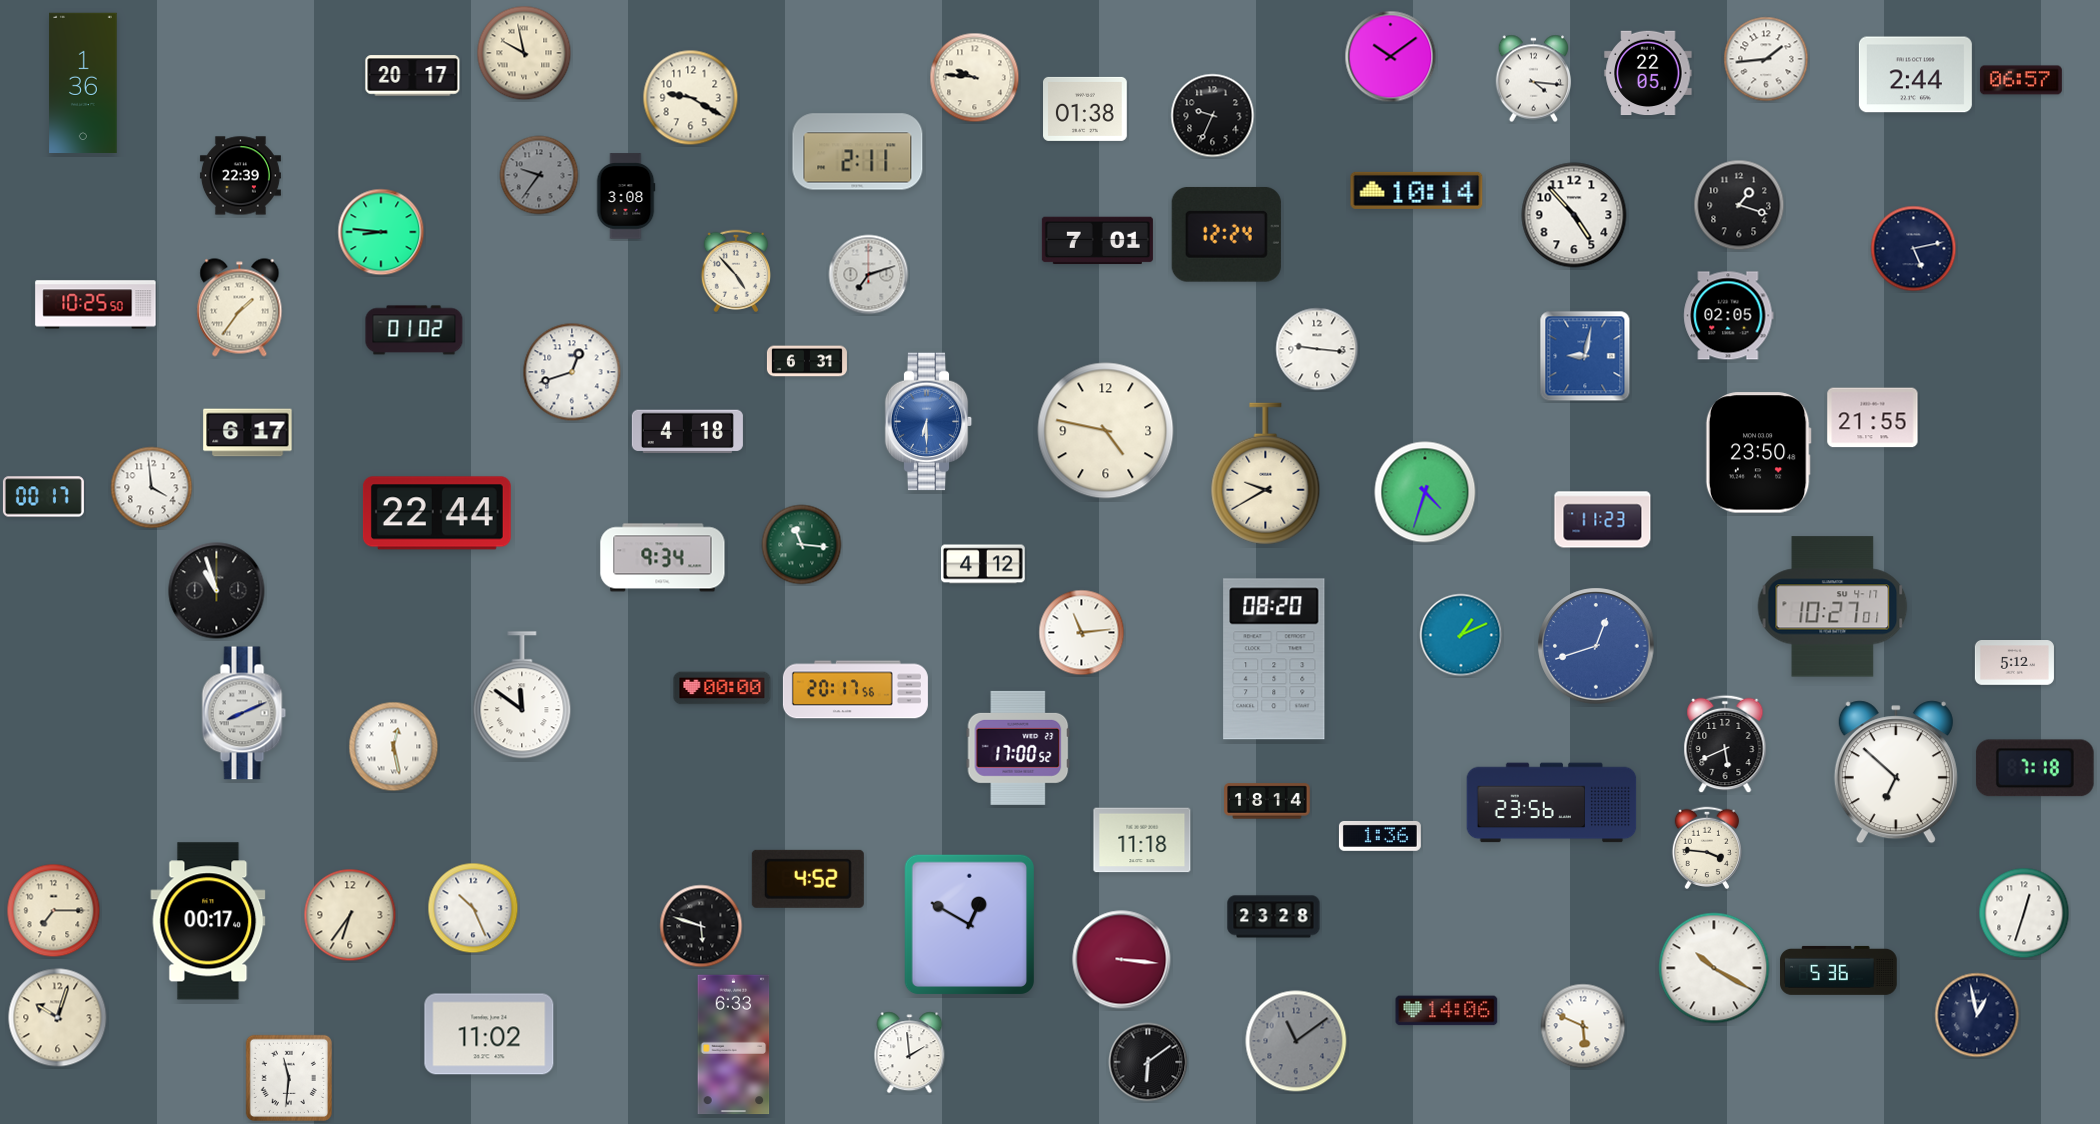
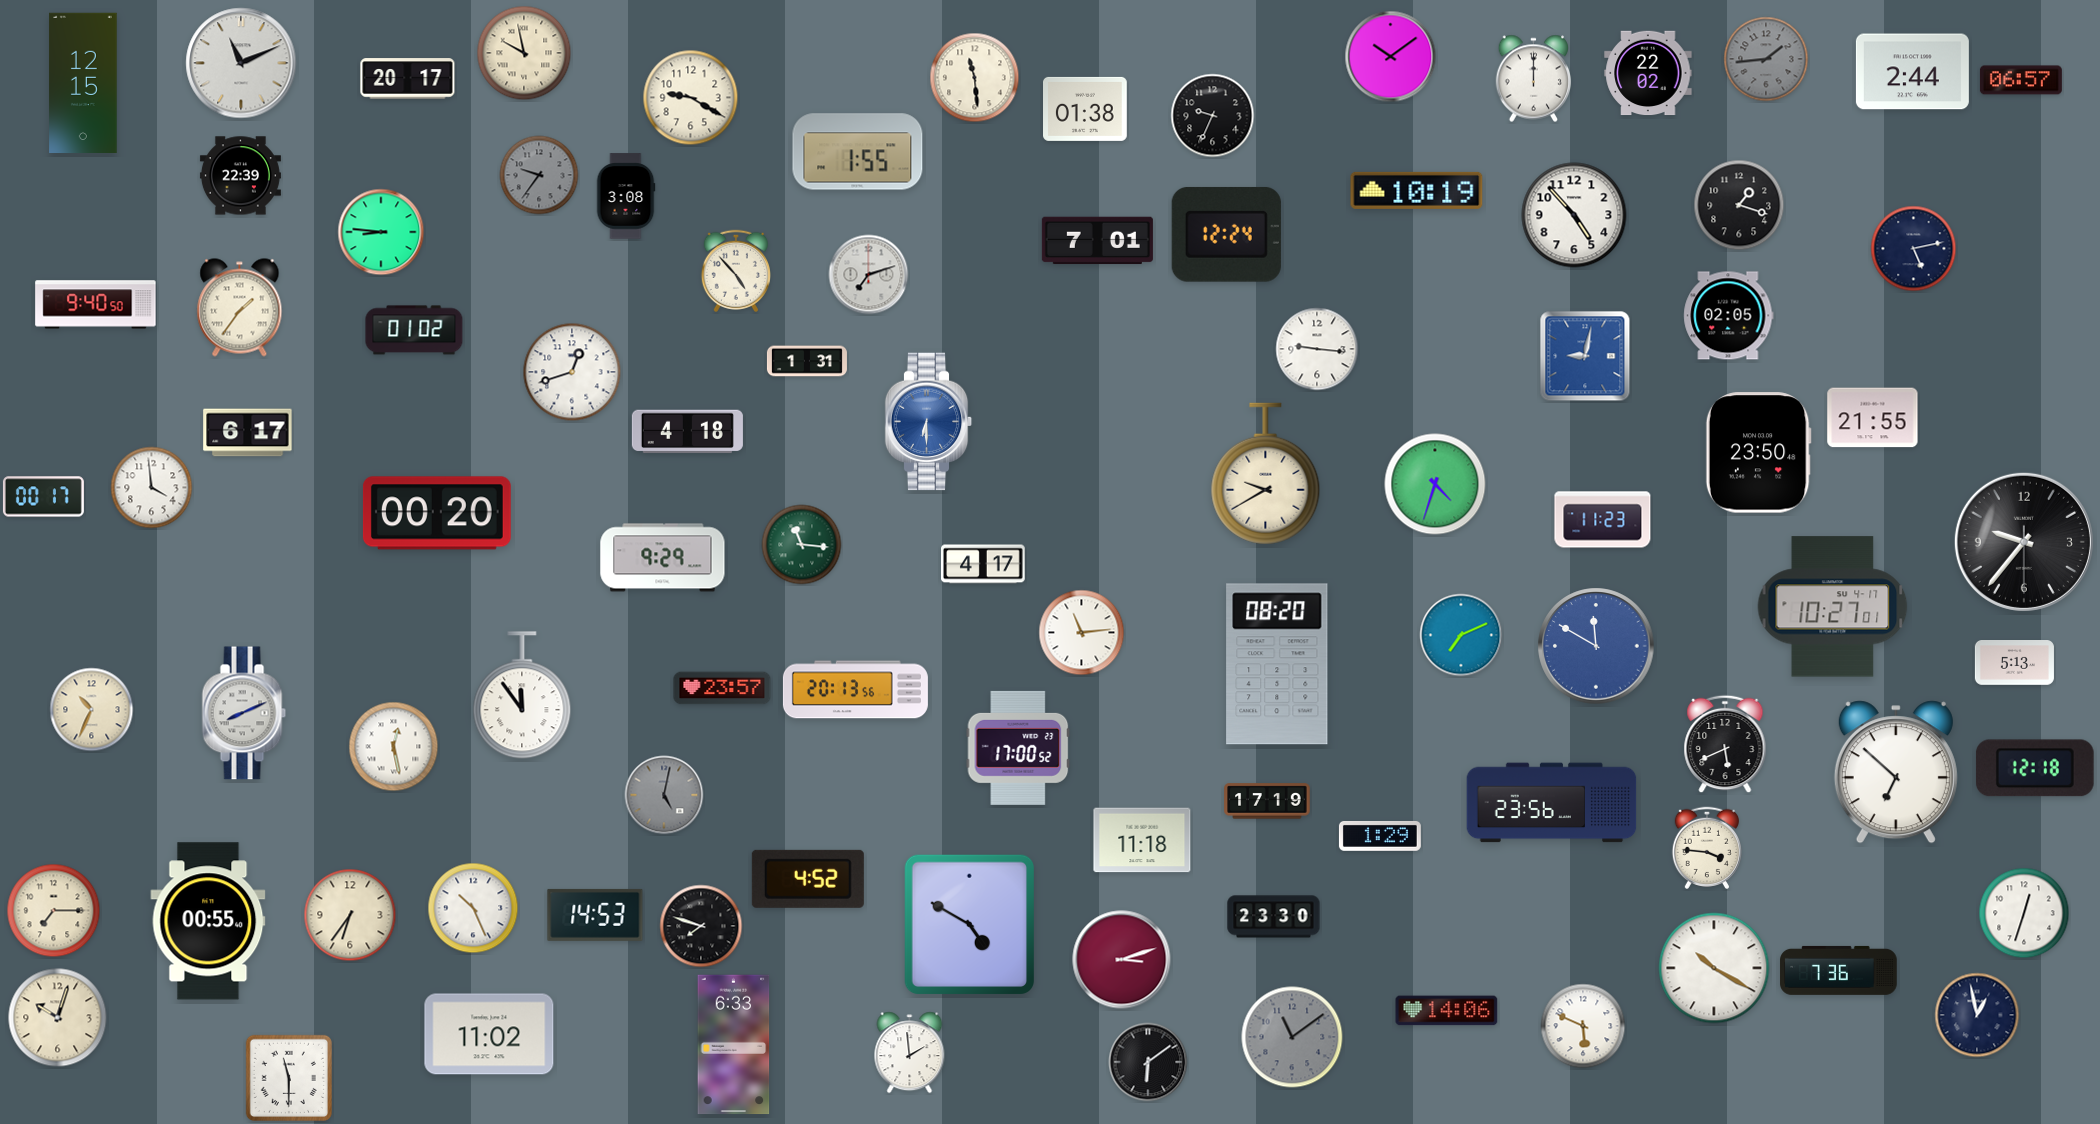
clock at (1766, 59) dial: white -> grey
clock at (241, 63): none -> 11:11
clock at (1648, 73): 22:05 -> 22:02
clock at (1915, 75) position: (1915, 75) -> (1912, 72)
clock at (413, 76) position: (413, 76) -> (408, 79)
clock at (975, 78): 9:46 -> 11:29
clock at (1534, 79): 4:16 -> 12:00
clock at (83, 82): 1:36 -> 12:15
clock at (858, 152): 2:11 -> 1:55
clock at (1417, 190): 10:14 -> 10:19
clock at (96, 305): 10:25 -> 9:40
clock at (807, 361): 6:31 -> 1:31
clock at (1106, 431): 4:47 -> none
clock at (1425, 492) position: (1425, 492) -> (1435, 484)
clock at (437, 513): 22:44 -> 00:20
clock at (2024, 542): none -> 9:36
clock at (663, 558): 9:34 -> 9:29
clock at (984, 564): 4:12 -> 4:17
clock at (217, 591): 10:57 -> none
clock at (1461, 635): 1:11 -> 7:11
clock at (1596, 646): 12:42 -> 11:50
clock at (1274, 659) position: (1274, 659) -> (1277, 664)
clock at (2014, 663): 5:12 -> 5:13
clock at (722, 688): 00:00 -> 23:57
clock at (855, 690): 20:17 -> 20:13
clock at (522, 696): 11:51 -> 11:54
clock at (92, 710): none -> 10:34
clock at (2035, 768): 7:18 -> 12:18
clock at (664, 795): none -> 5:02
clock at (1267, 801): 18:14 -> 17:19
clock at (1380, 836): 1:36 -> 1:29
clock at (595, 915): none -> 14:53
clock at (1274, 917): 23:28 -> 23:30
clock at (208, 921): 00:17 -> 00:55
clock at (969, 925): 12:50 -> 4:50
clock at (701, 926): 5:48 -> 7:48
clock at (1122, 960): 3:16 -> 3:12
clock at (1839, 970): 5:36 -> 7:36
clock at (1296, 1041) position: (1296, 1041) -> (1292, 1037)
clock at (289, 1078): 11:31 -> 11:30
